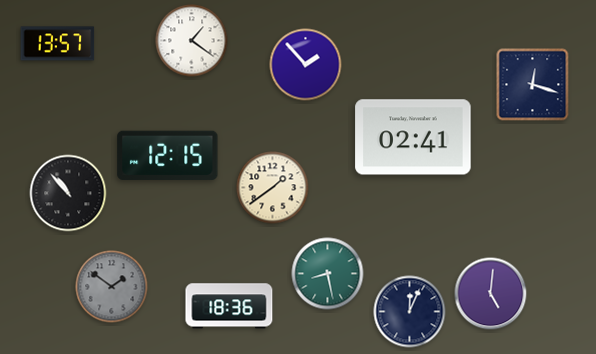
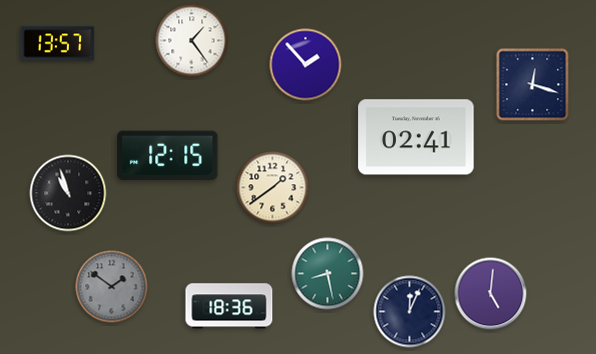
clock at (192, 41): 1:21 -> 1:24
clock at (413, 137) position: (413, 137) -> (416, 137)
clock at (68, 193): 10:53 -> 10:57
